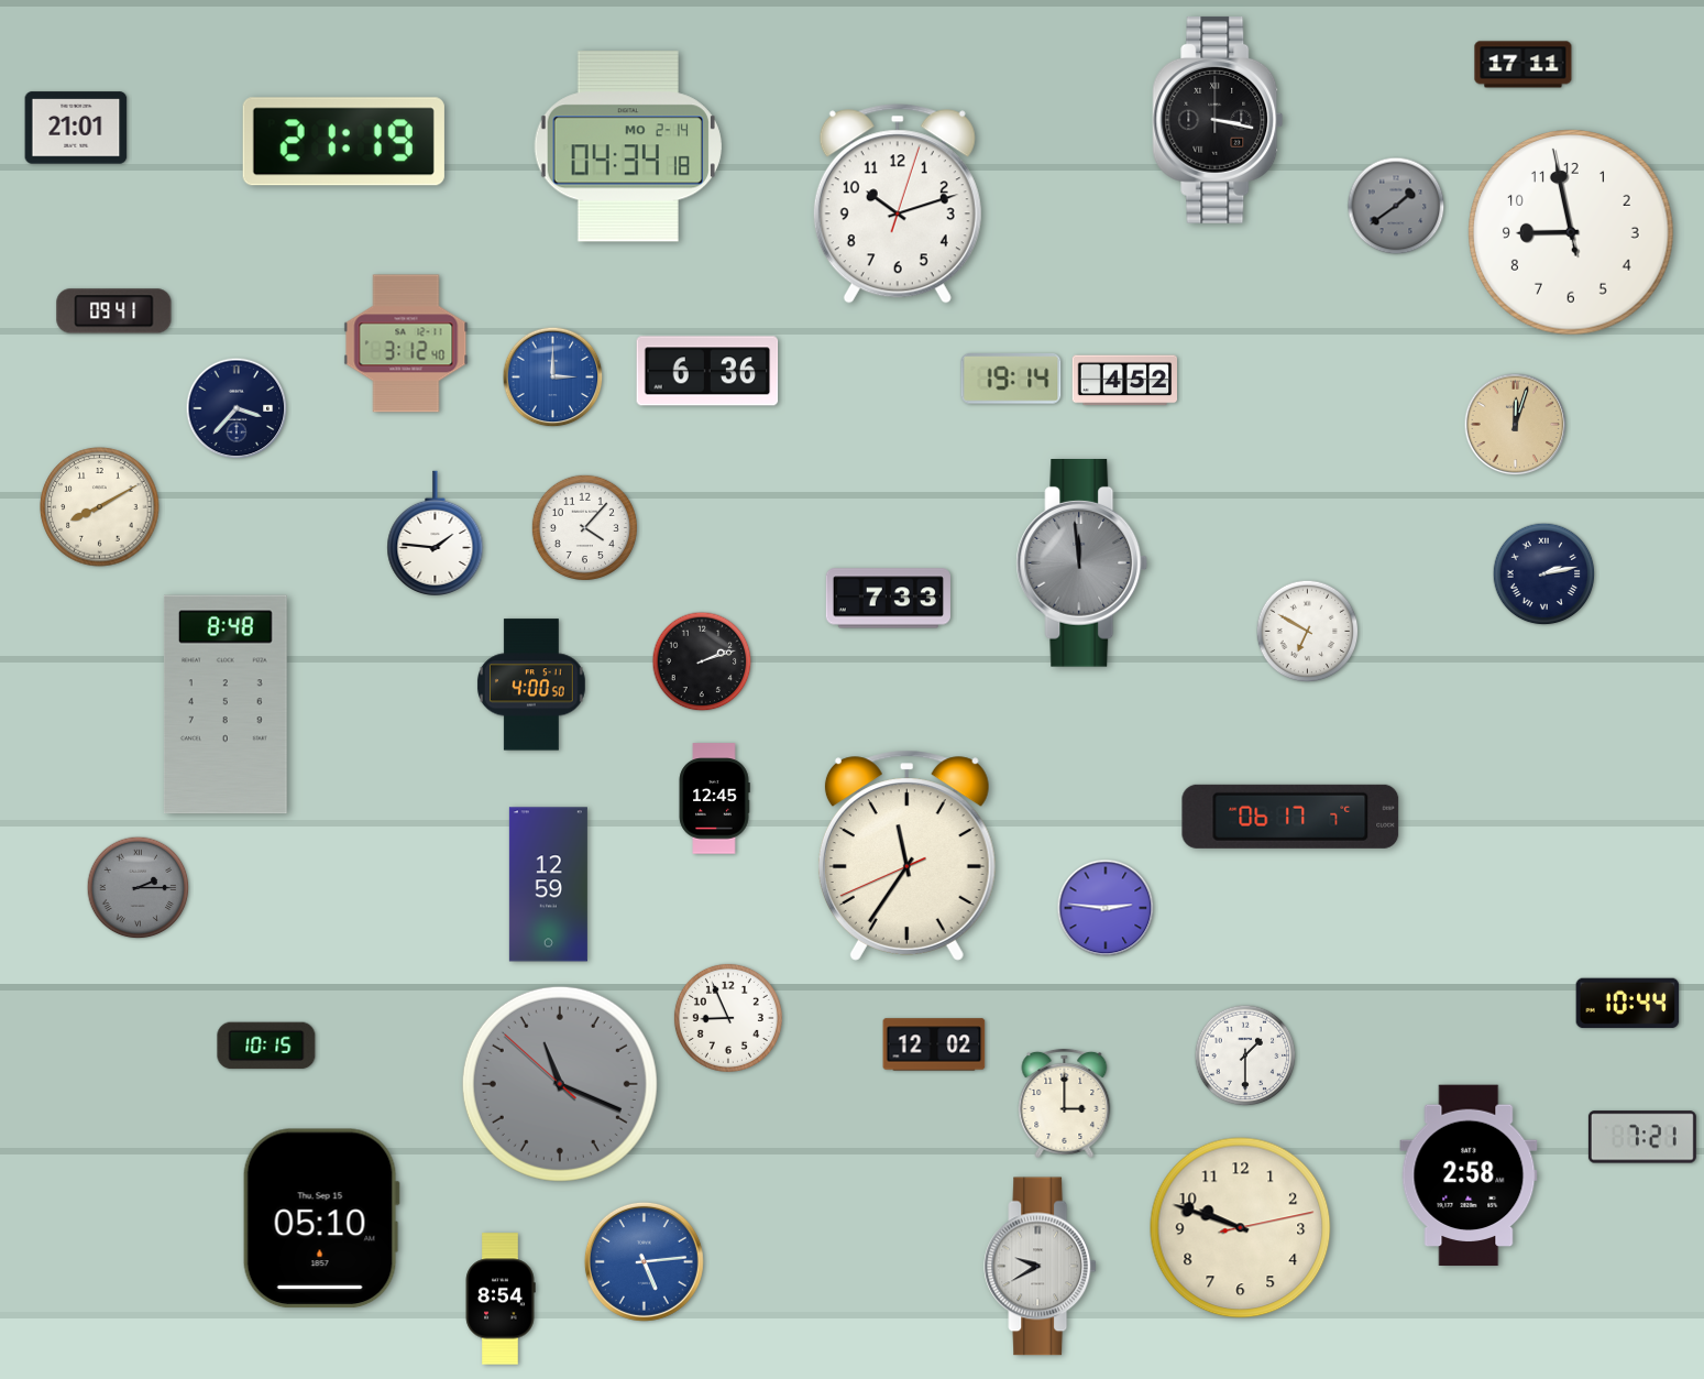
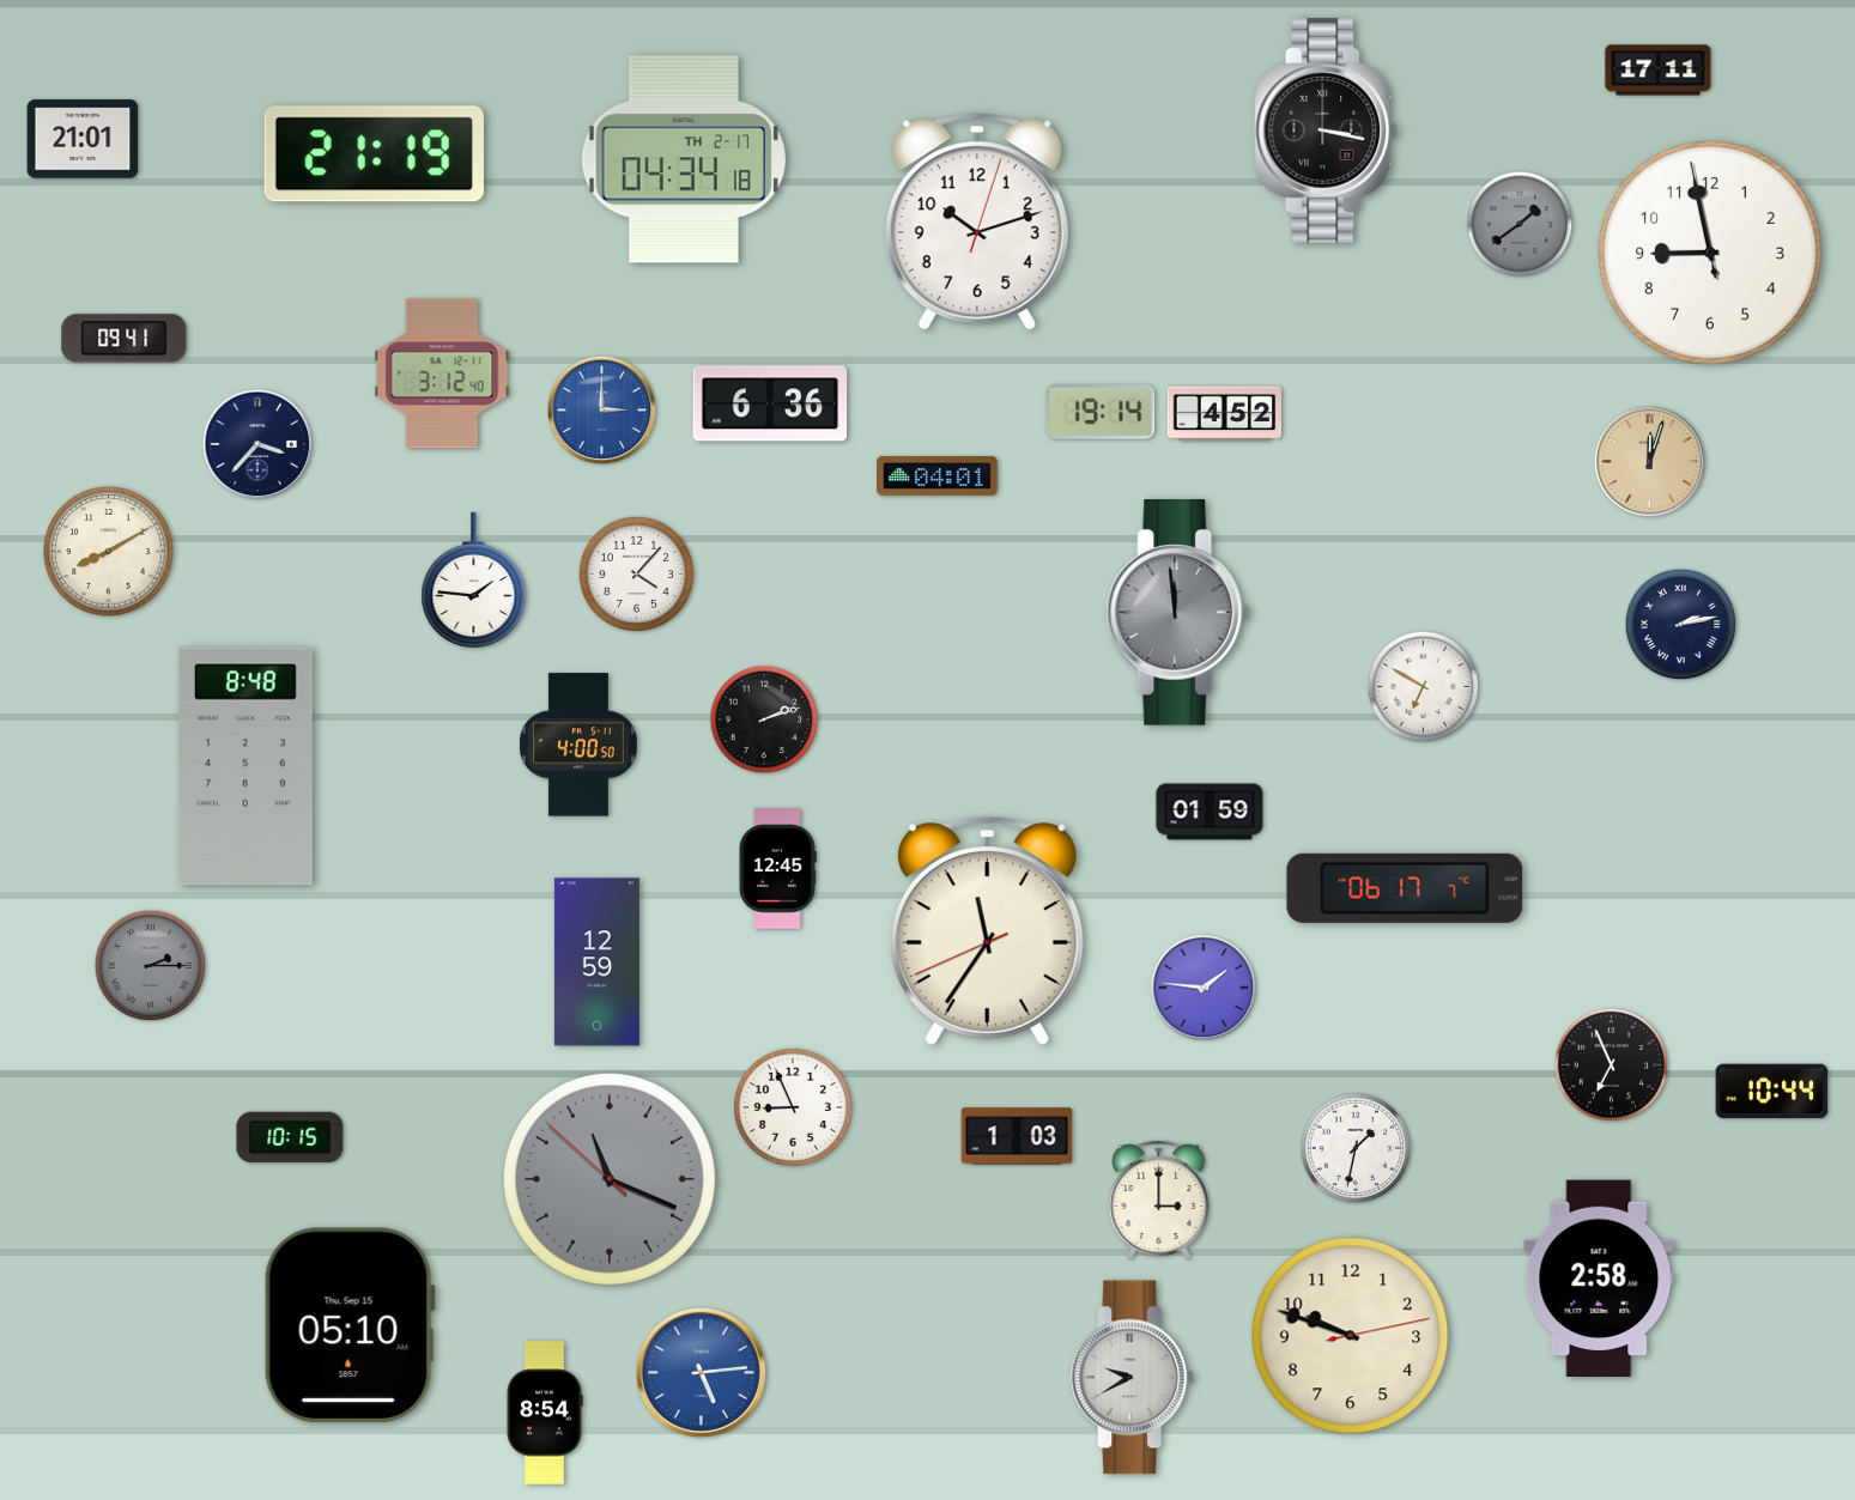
clock at (628, 146) date: MO 2-14 -> TH 2-17
clock at (938, 475): none -> 04:01
clock at (888, 599): 7:33 -> none
clock at (1210, 812): none -> 01:59
clock at (1106, 908): 2:46 -> 1:46
clock at (1612, 1065): none -> 6:56
clock at (934, 1044): 12:02 -> 1:03
clock at (1245, 1055): 1:30 -> 1:32
clock at (1642, 1137): 7:21 -> none
